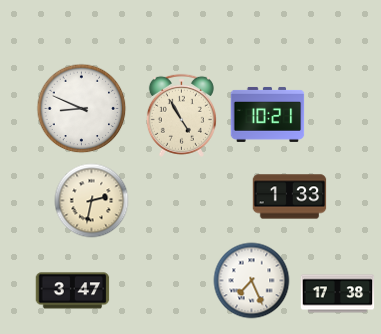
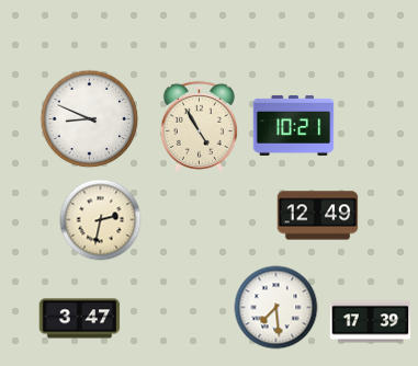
clock at (290, 197): 1:33 -> 12:49
clock at (252, 281): 7:26 -> 7:29
clock at (338, 294): 17:38 -> 17:39
